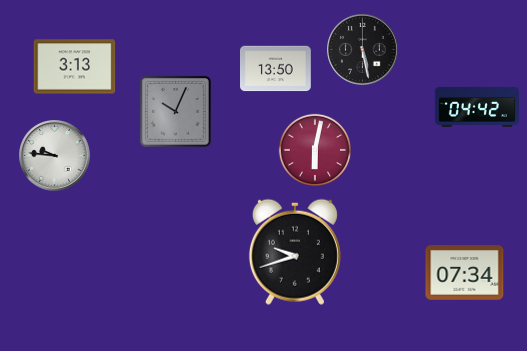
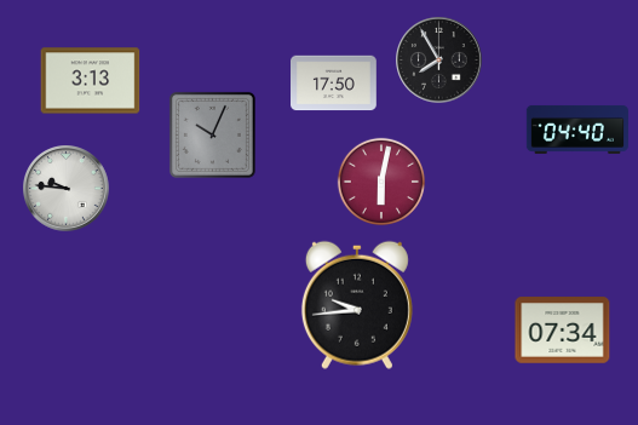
clock at (363, 50): 5:28 -> 7:55
clock at (276, 69): 13:50 -> 17:50
clock at (477, 107): 04:42 -> 04:40
clock at (295, 252): 9:42 -> 9:44
